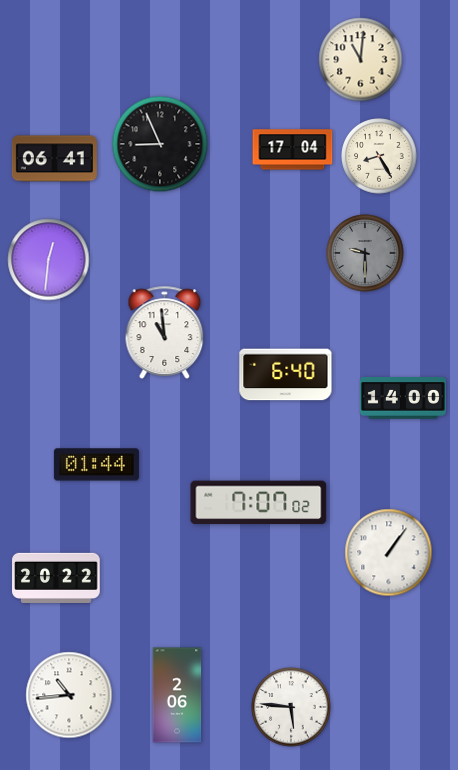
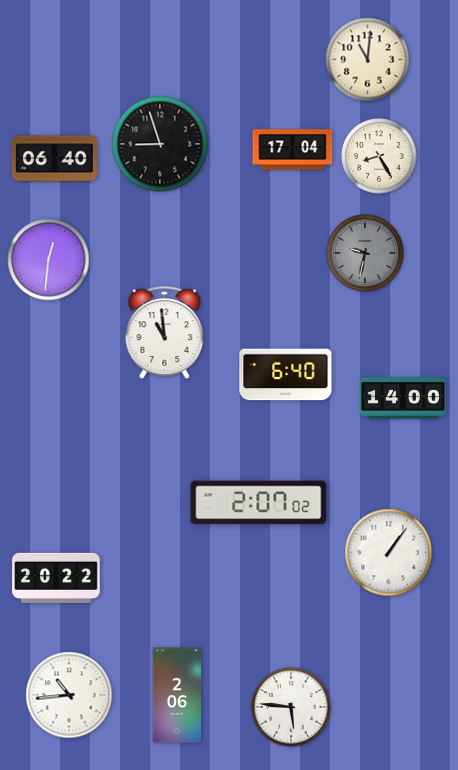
clock at (361, 60) position: (361, 60) -> (368, 60)
clock at (160, 144): 8:56 -> 8:57
clock at (54, 159): 06:41 -> 06:40
clock at (365, 253): 9:30 -> 9:32
clock at (96, 465): 01:44 -> none
clock at (259, 503): 7:07 -> 2:07
